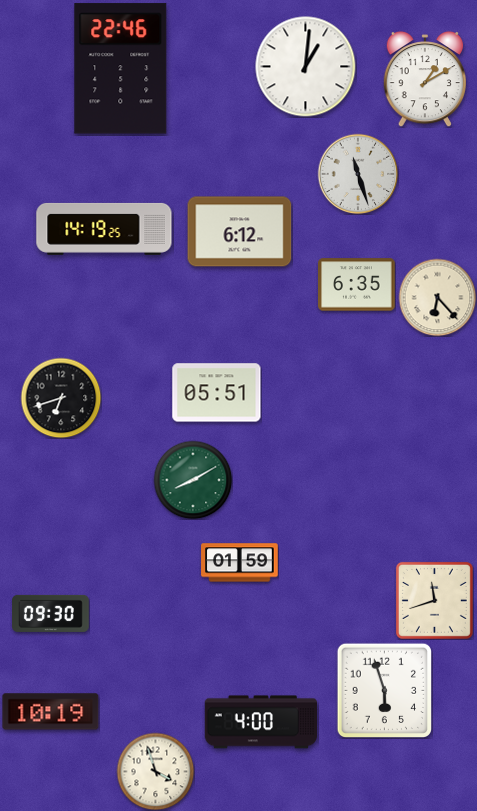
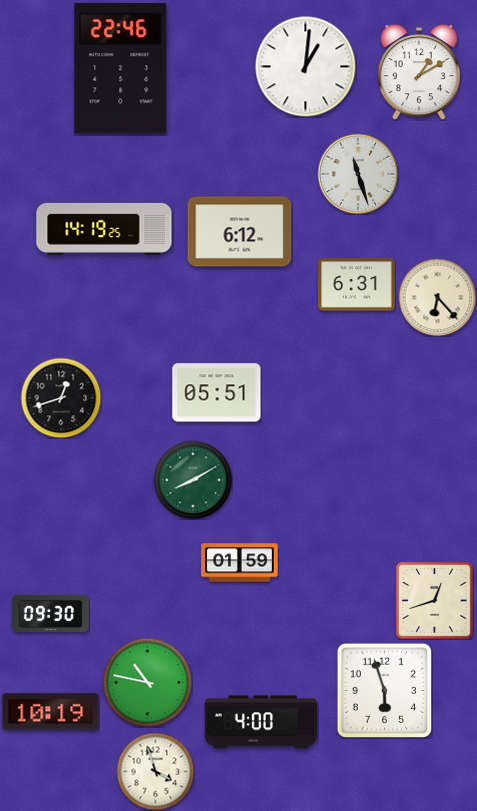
clock at (424, 79) position: (424, 79) -> (418, 72)
clock at (357, 285): 6:35 -> 6:31
clock at (61, 398): 6:42 -> 12:42
clock at (434, 600): 11:42 -> 12:42
clock at (147, 682): none -> 10:47
